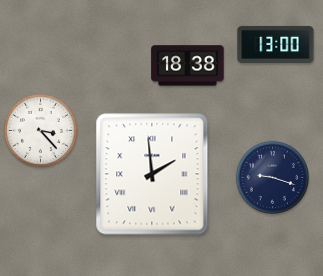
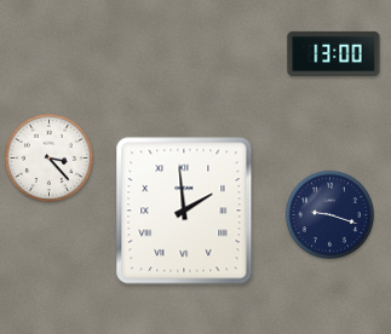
clock at (188, 66): 18:38 -> none
